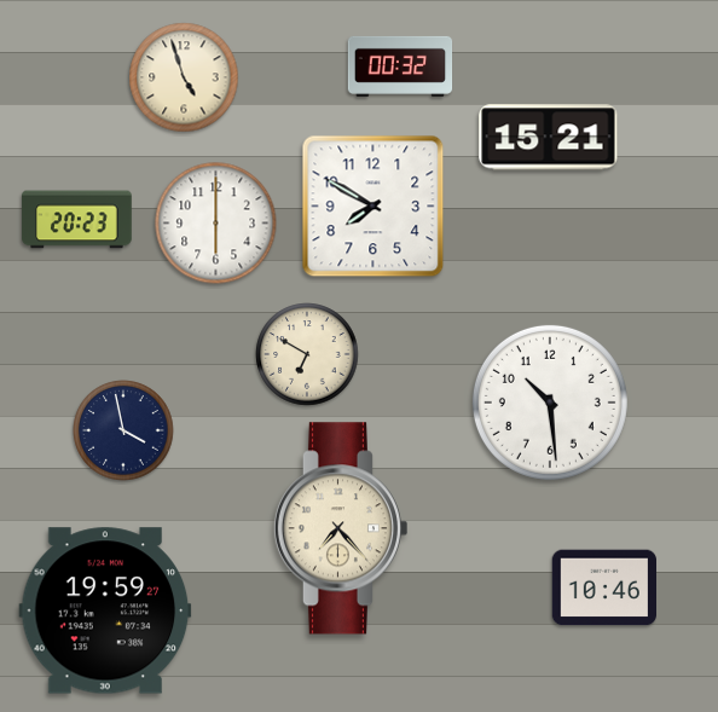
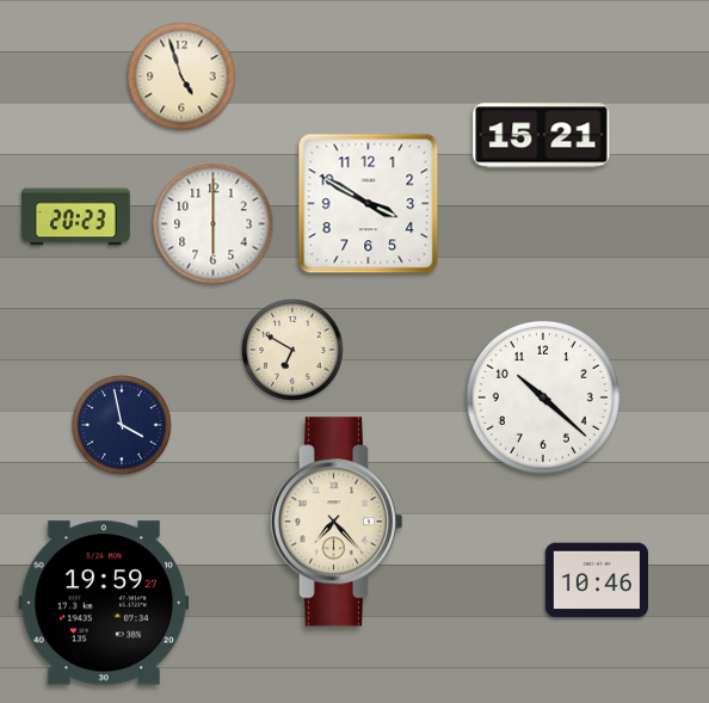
clock at (400, 66): 00:32 -> none
clock at (374, 207): 7:50 -> 3:50
clock at (216, 224) position: (216, 224) -> (214, 224)
clock at (307, 354) position: (307, 354) -> (292, 350)
clock at (550, 403): 10:29 -> 10:22
